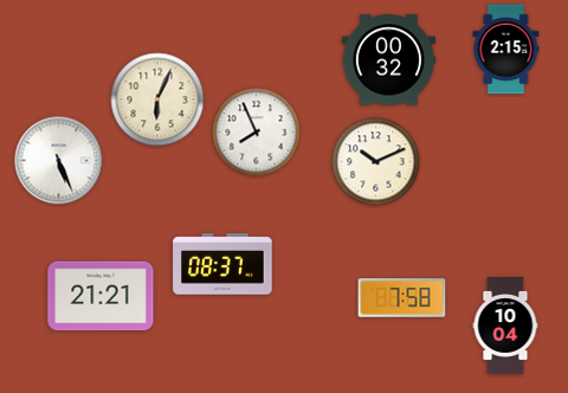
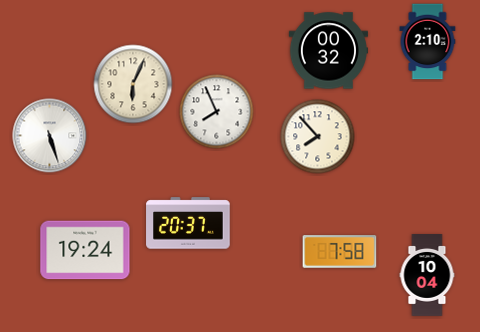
clock at (506, 50): 2:15 -> 2:10
clock at (59, 161): 5:26 -> 5:27
clock at (376, 162): 10:11 -> 7:53
clock at (222, 264): 08:37 -> 20:37
clock at (101, 296): 21:21 -> 19:24
